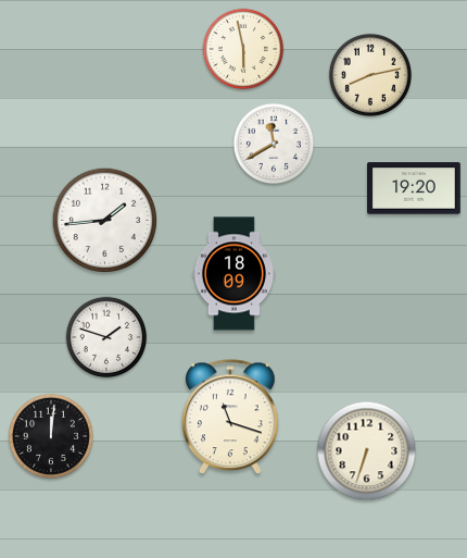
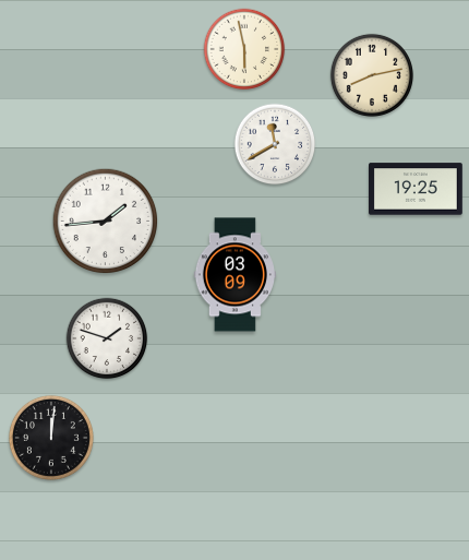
clock at (415, 188): 19:20 -> 19:25
clock at (233, 274): 18:09 -> 03:09
clock at (231, 418): 11:18 -> none
clock at (367, 451): 6:33 -> none
